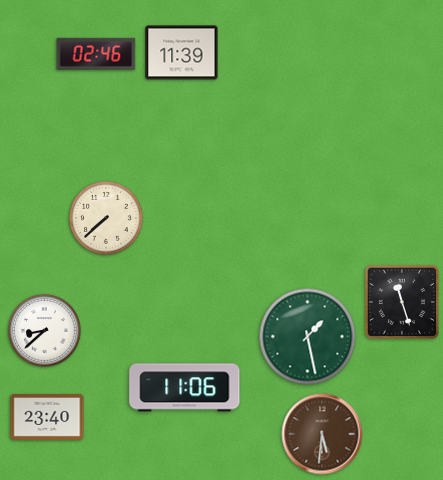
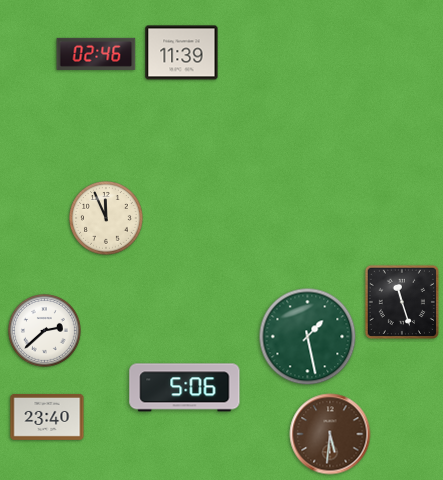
clock at (106, 218): 7:38 -> 11:56
clock at (45, 331): 8:38 -> 2:38
clock at (185, 388): 11:06 -> 5:06
clock at (322, 434) position: (322, 434) -> (330, 434)
